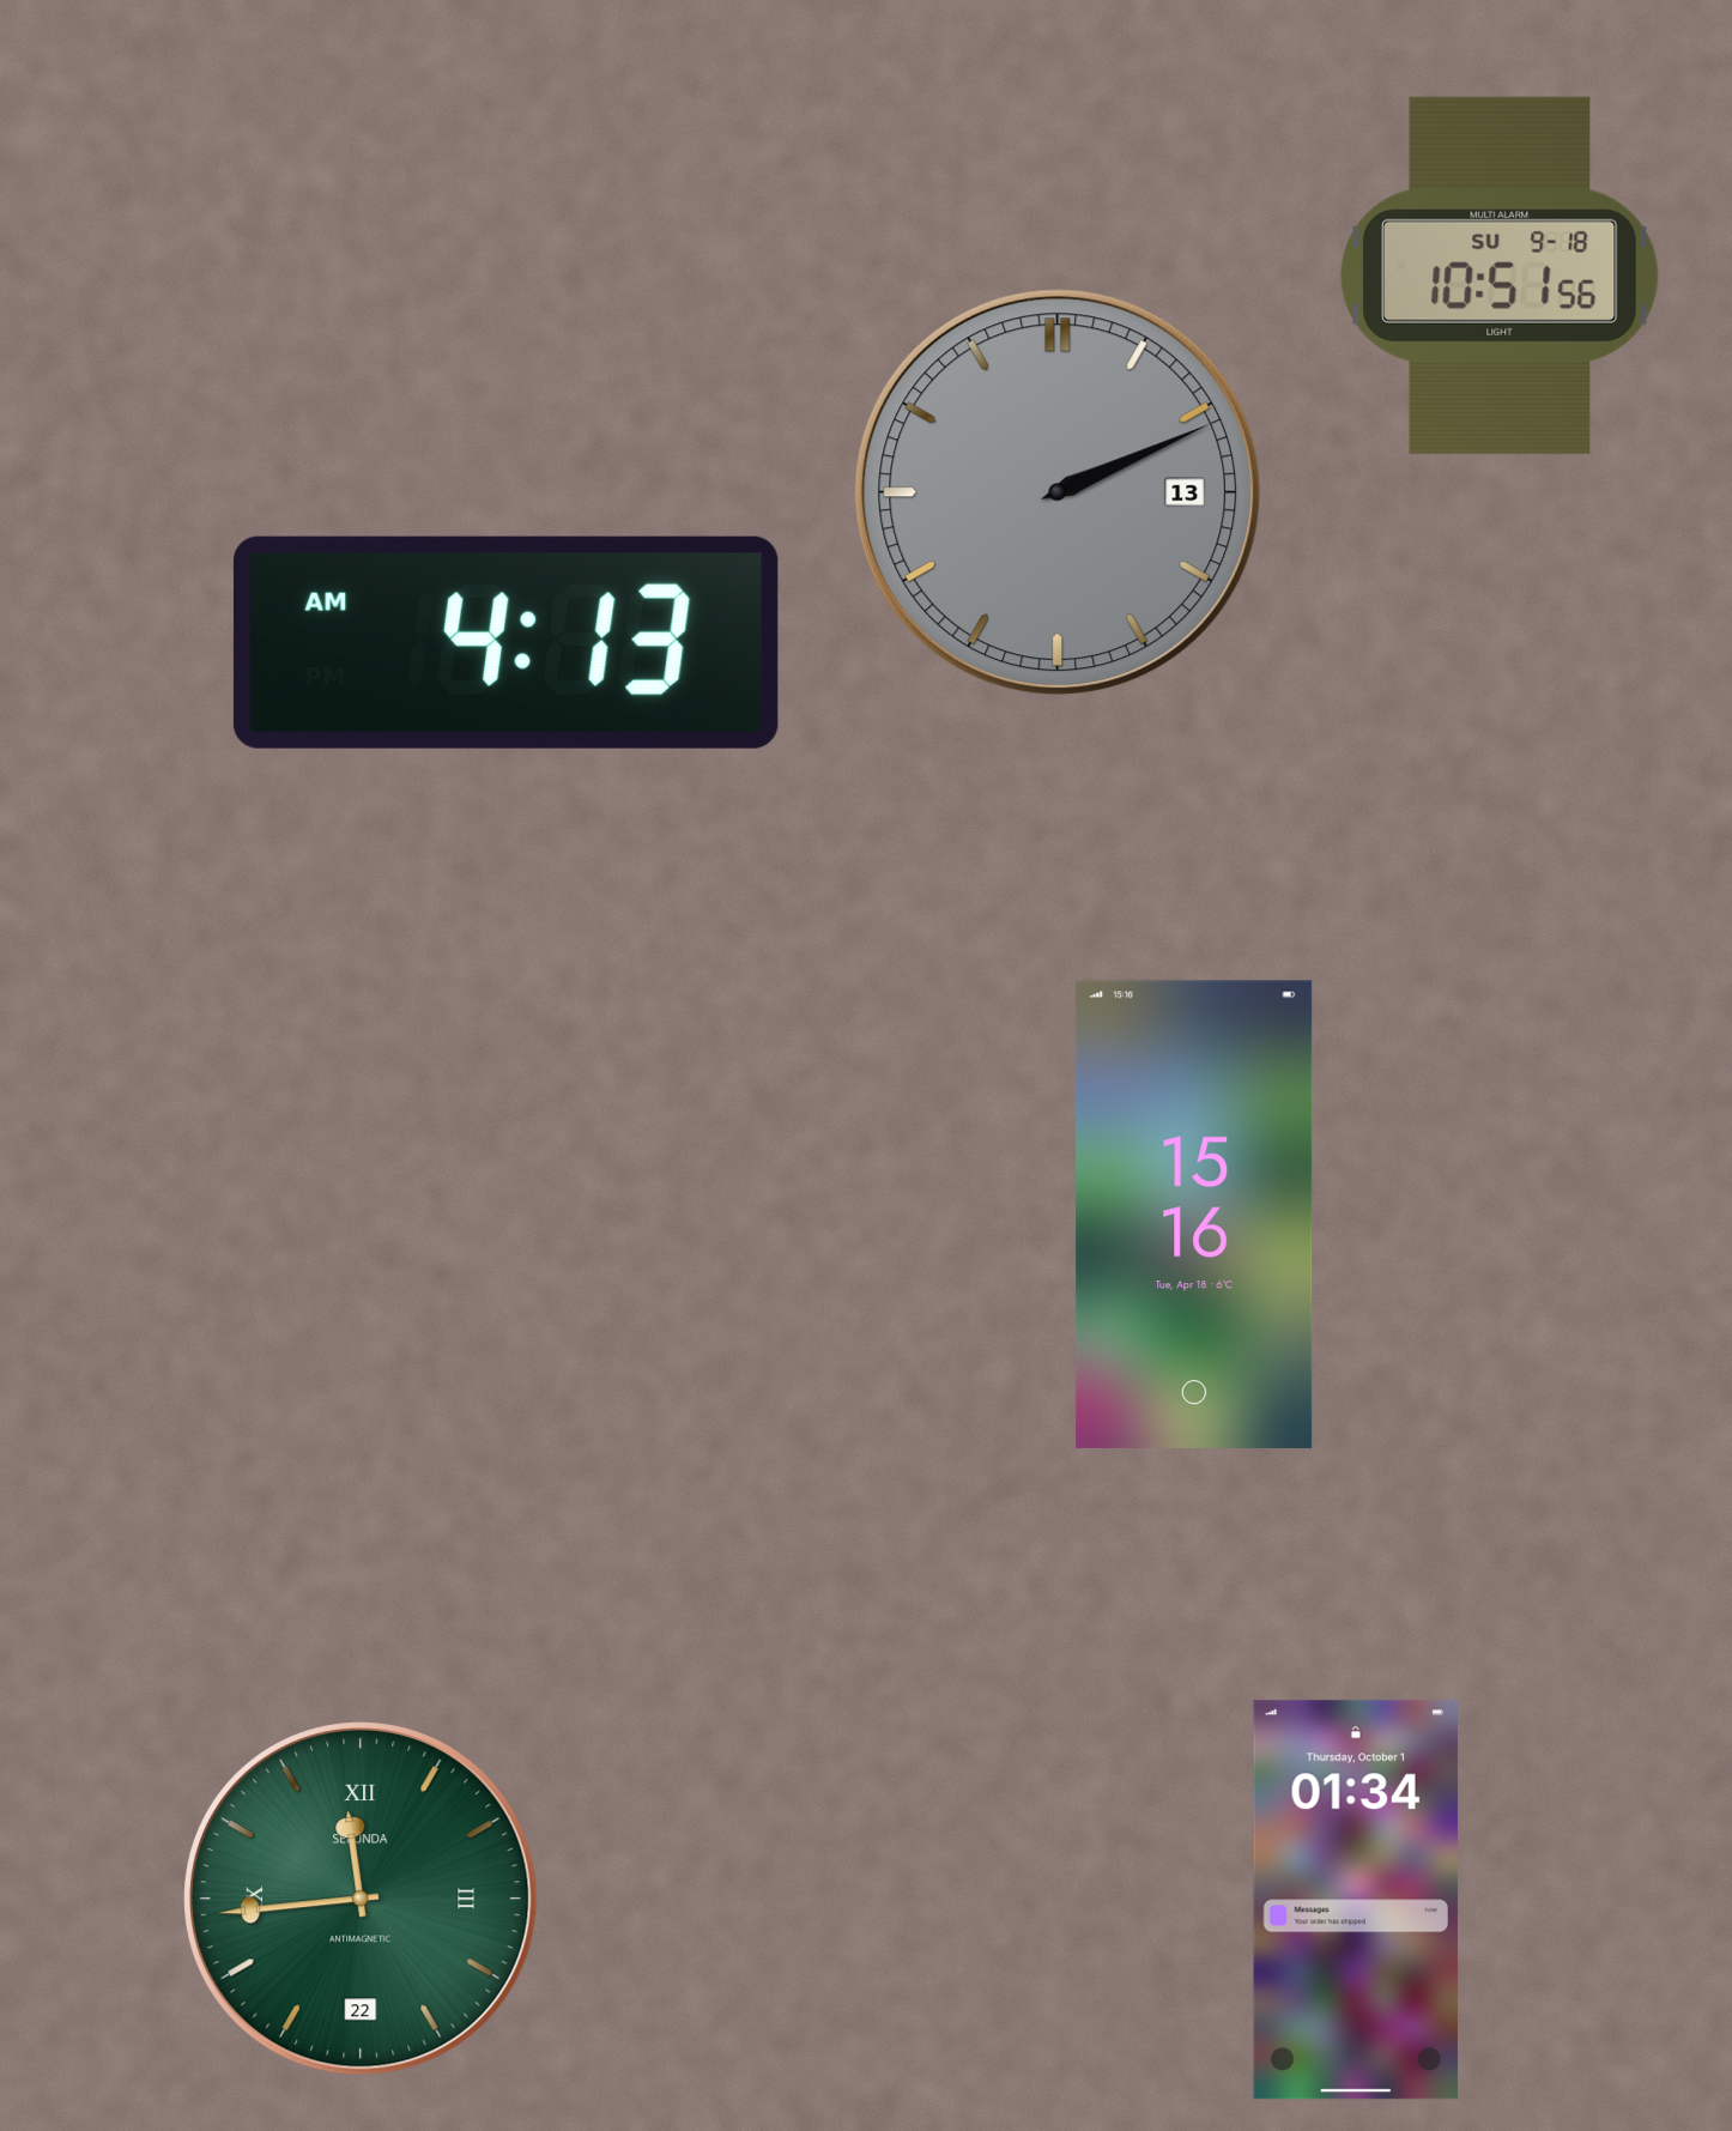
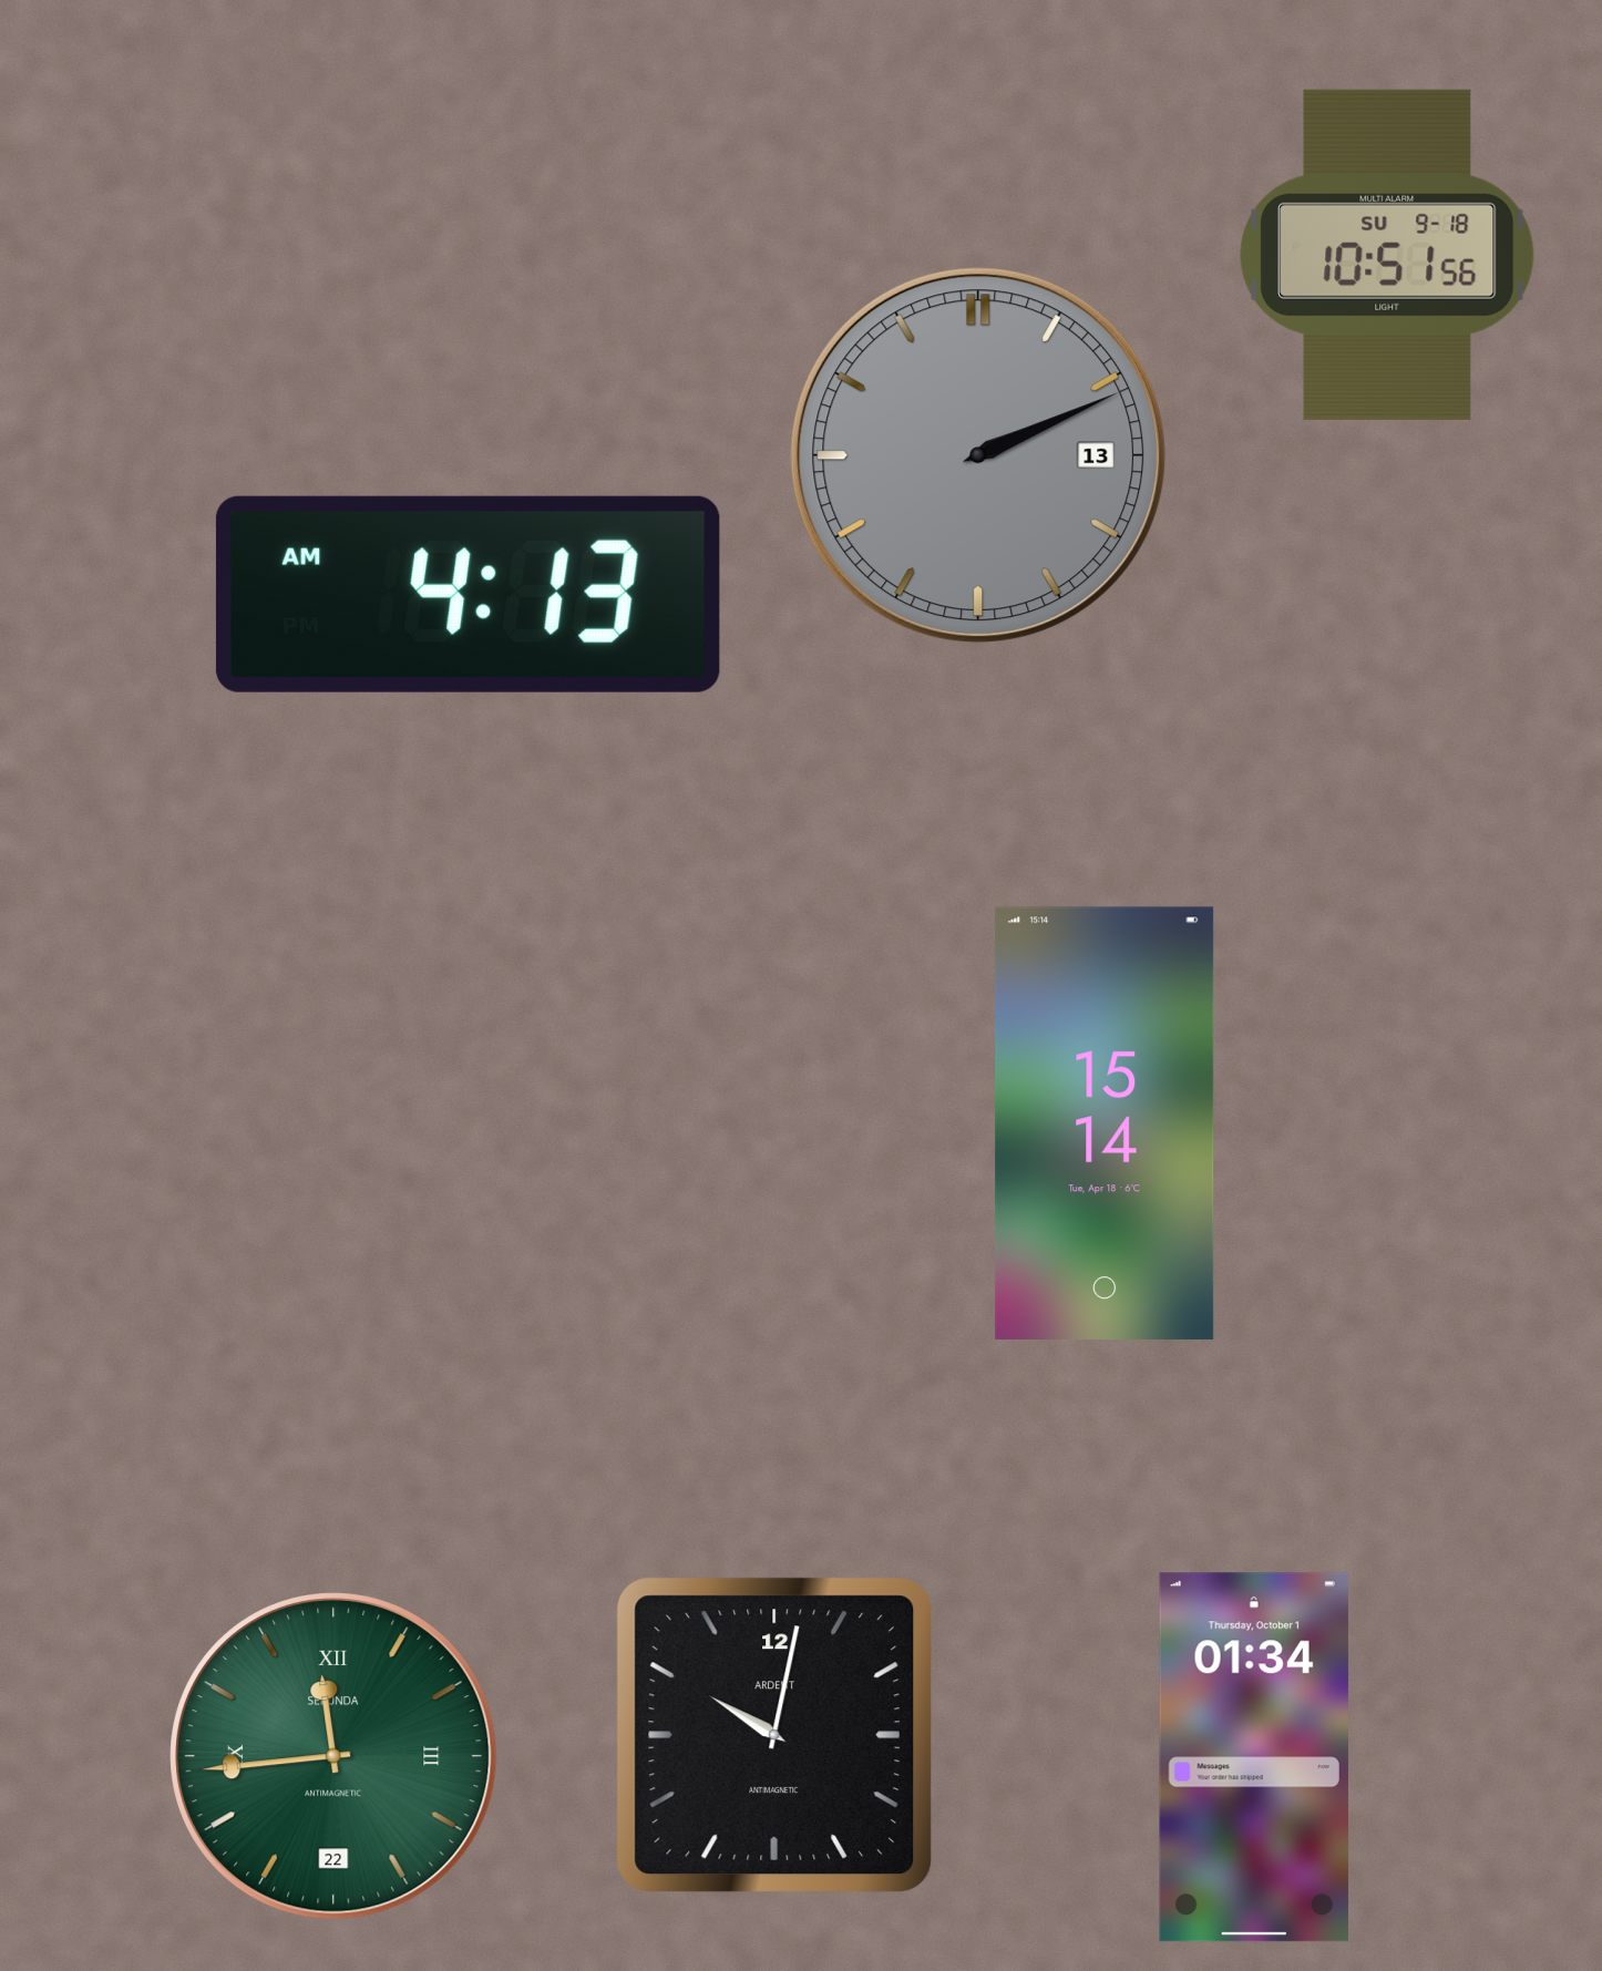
clock at (1194, 1215): 15:16 -> 15:14
clock at (773, 1734): none -> 10:02
